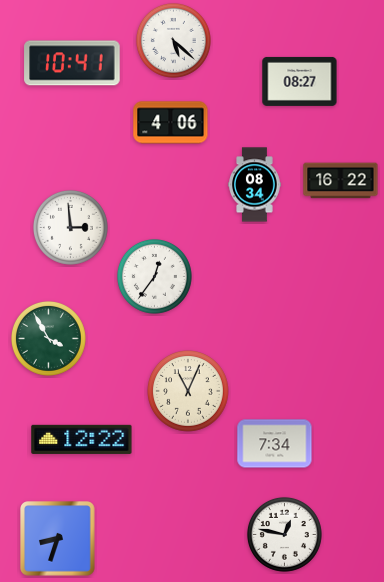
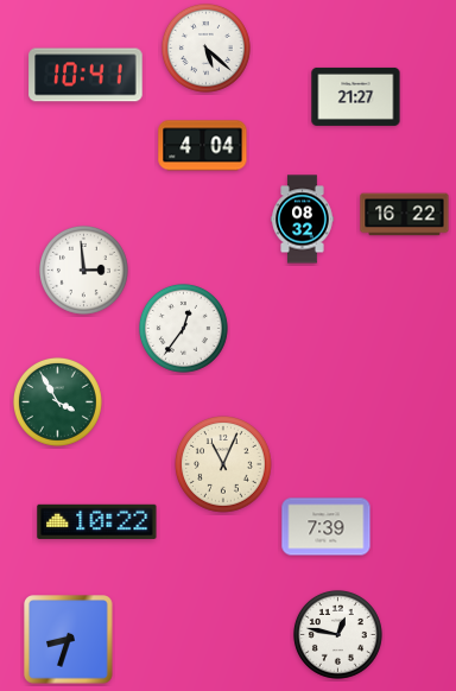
clock at (300, 81): 08:27 -> 21:27
clock at (171, 123): 4:06 -> 4:04
clock at (255, 185): 08:34 -> 08:32
clock at (82, 439): 12:22 -> 10:22
clock at (275, 444): 7:34 -> 7:39
